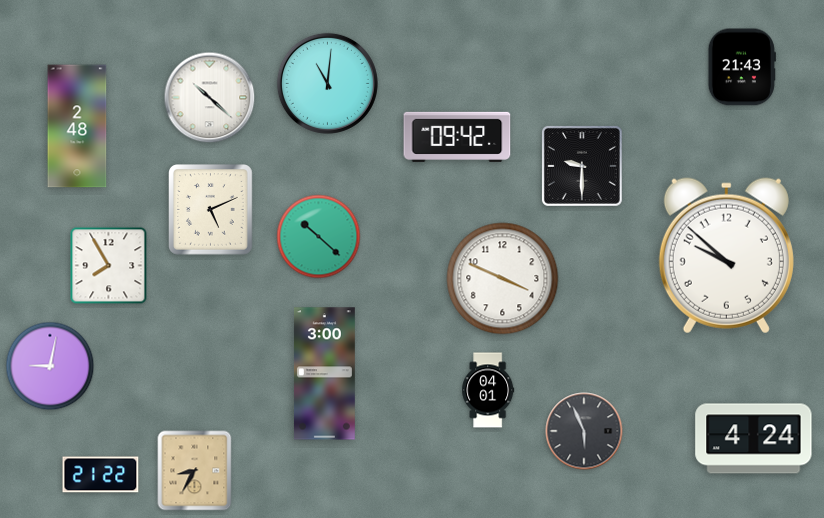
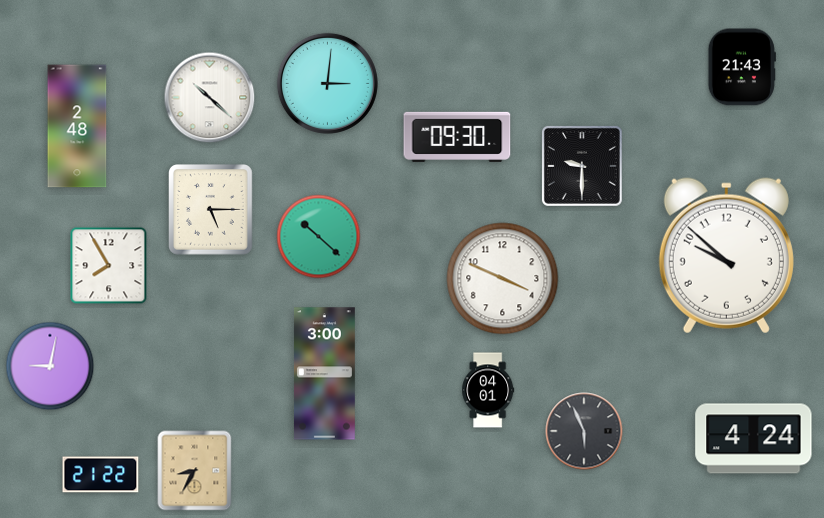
clock at (327, 83): 11:01 -> 3:01
clock at (457, 137): 09:42 -> 09:30
clock at (211, 210): 5:11 -> 5:15
